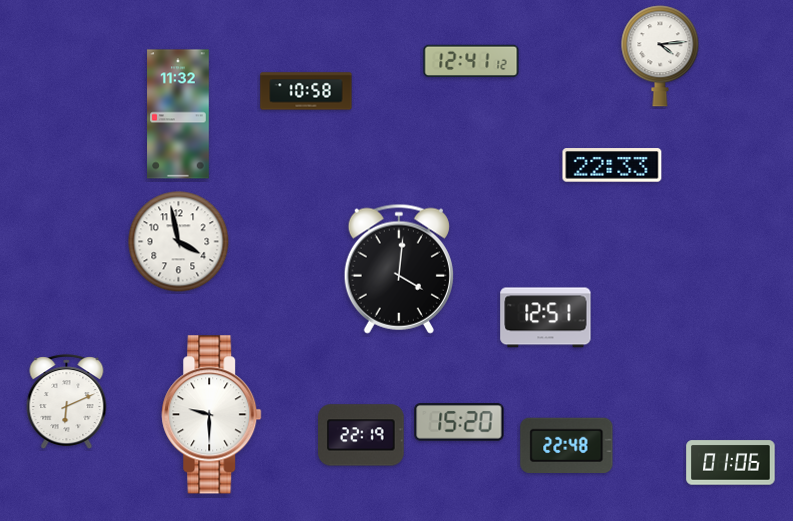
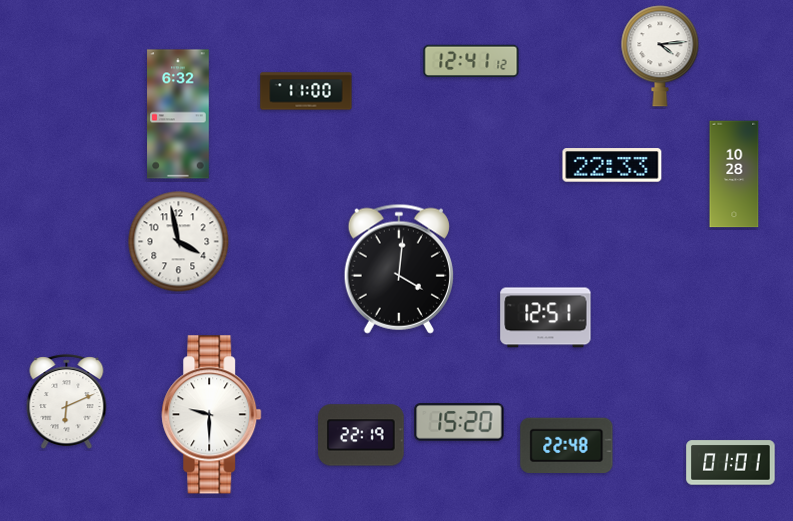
clock at (306, 91): 10:58 -> 11:00
clock at (178, 114): 11:32 -> 6:32
clock at (734, 174): none -> 10:28
clock at (731, 463): 01:06 -> 01:01
